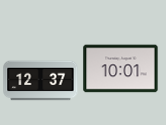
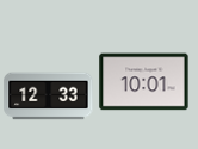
clock at (41, 81): 12:37 -> 12:33
